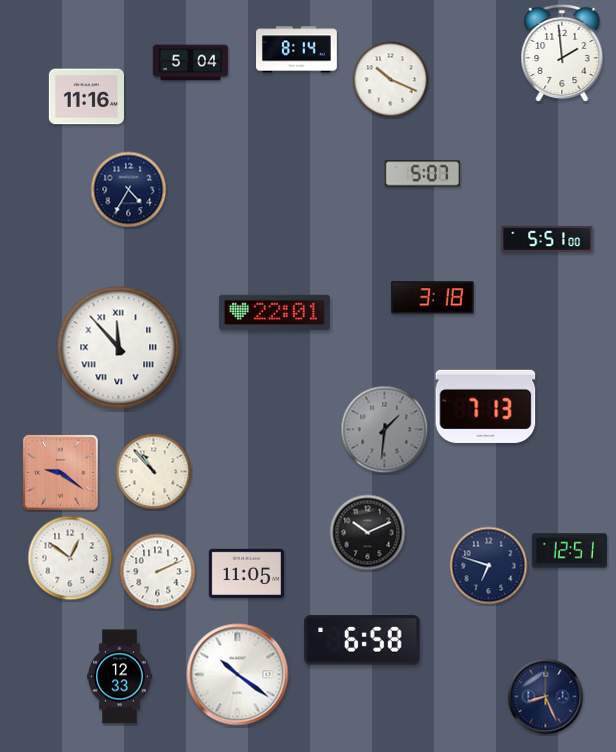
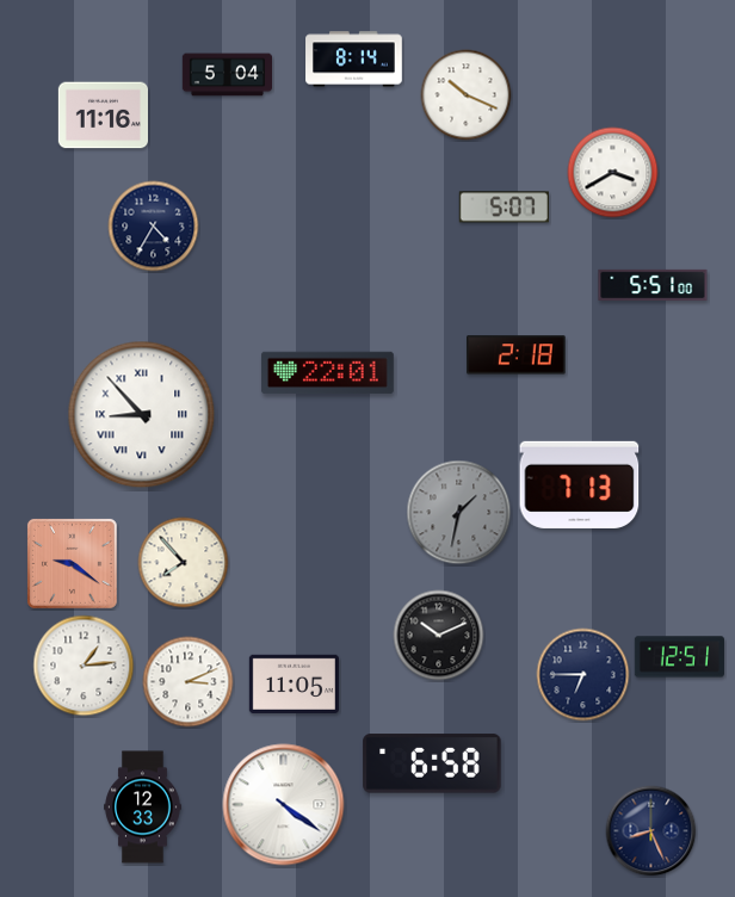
clock at (562, 53): 1:59 -> none
clock at (613, 173): none -> 3:40
clock at (433, 298): 3:18 -> 2:18
clock at (119, 348): 11:53 -> 8:53
clock at (385, 430): 1:31 -> 1:32
clock at (154, 472): 10:53 -> 7:53
clock at (70, 558): 12:51 -> 1:14
clock at (489, 566): 6:48 -> 6:45
clock at (158, 572): 2:11 -> 3:11
clock at (238, 675): 10:21 -> 4:21
